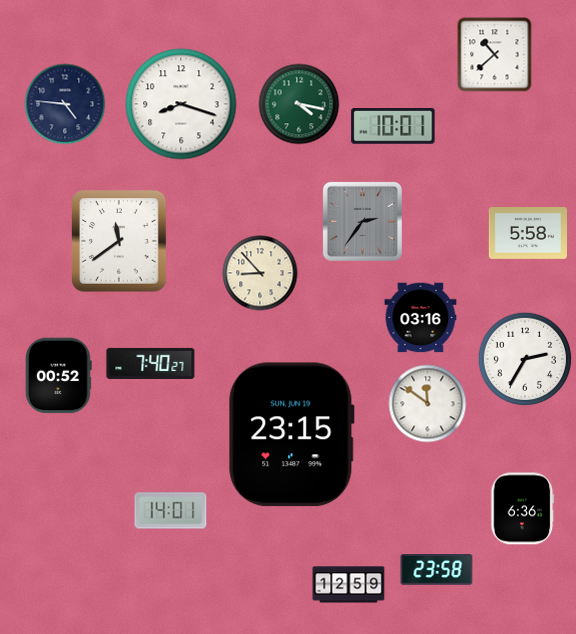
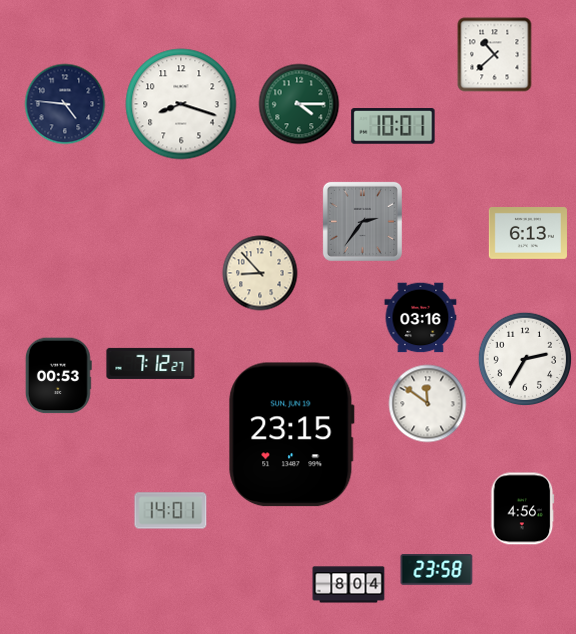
clock at (299, 104): 4:17 -> 4:15
clock at (528, 234): 5:58 -> 6:13
clock at (120, 242): 11:39 -> none
clock at (151, 363): 7:40 -> 7:12
clock at (59, 376): 00:52 -> 00:53
clock at (523, 509): 6:36 -> 4:56
clock at (349, 585): 12:59 -> 8:04
